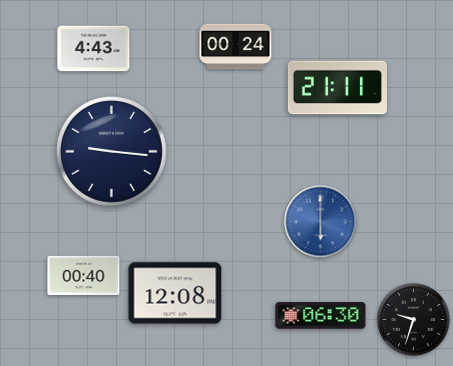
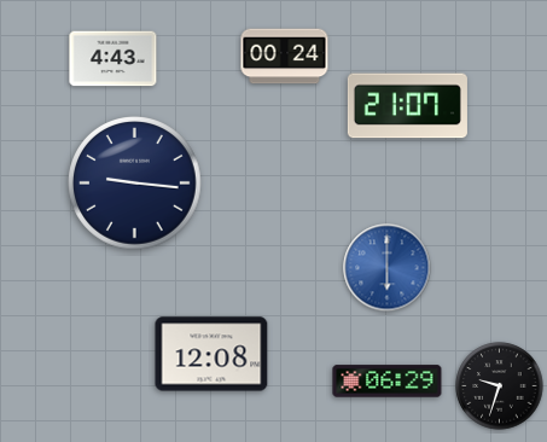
clock at (337, 88): 21:11 -> 21:07
clock at (84, 276): 00:40 -> none
clock at (321, 316): 06:30 -> 06:29
